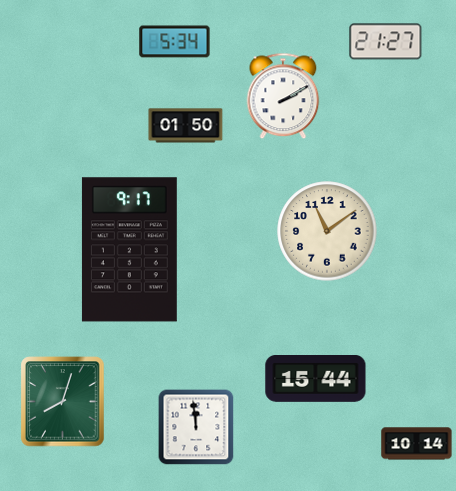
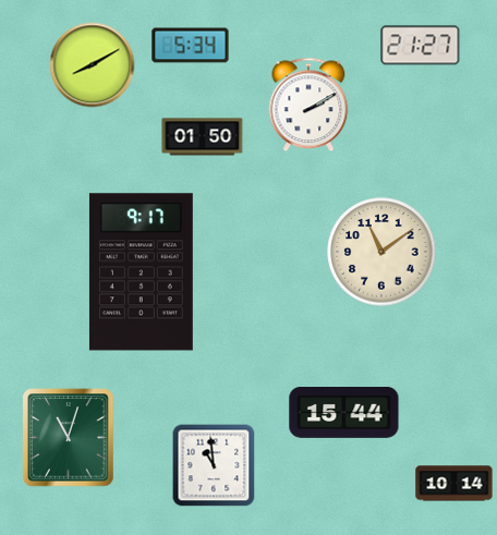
clock at (93, 65): none -> 8:10
clock at (327, 231) position: (327, 231) -> (381, 252)
clock at (63, 402): 8:03 -> 11:03
clock at (196, 427): 11:59 -> 10:59
